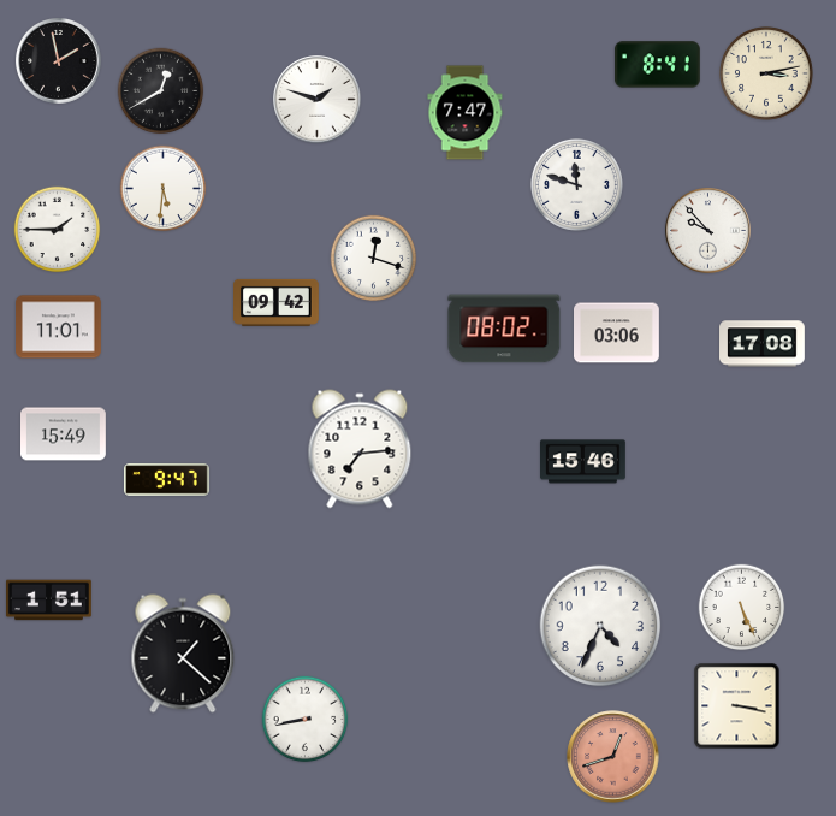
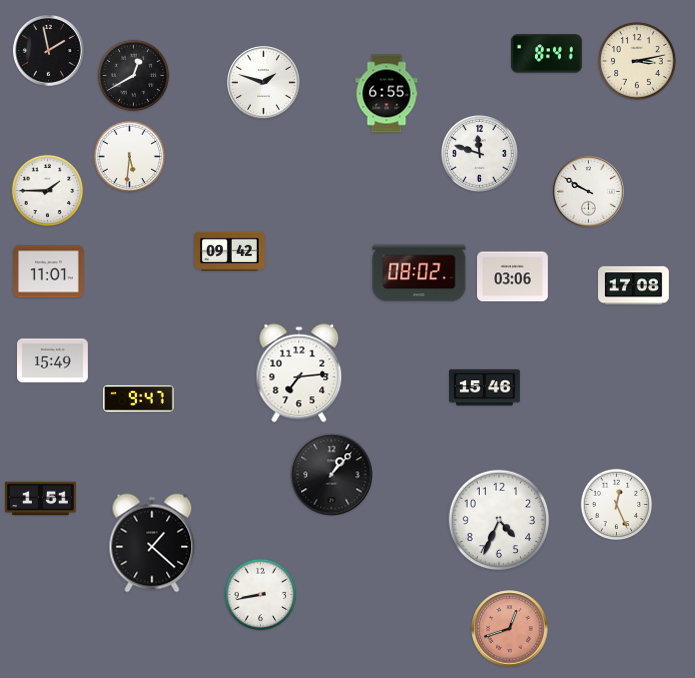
clock at (466, 113): 7:47 -> 6:55
clock at (164, 189) position: (164, 189) -> (130, 157)
clock at (708, 231): 9:53 -> 9:50
clock at (374, 259): 12:18 -> none
clock at (583, 462) position: (583, 462) -> (485, 388)
clock at (332, 475): none -> 1:07
clock at (742, 608): 5:26 -> 12:26
clock at (737, 706): 3:17 -> none
clock at (306, 720) position: (306, 720) -> (261, 595)
